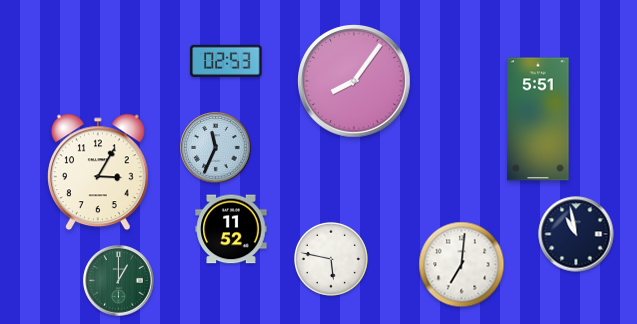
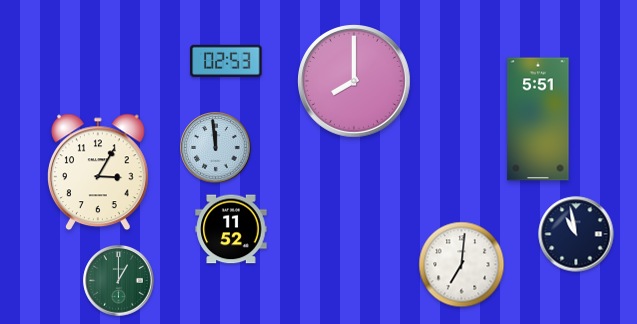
clock at (355, 82): 8:06 -> 8:00
clock at (216, 148): 11:34 -> 11:59
clock at (331, 259): 5:47 -> none
